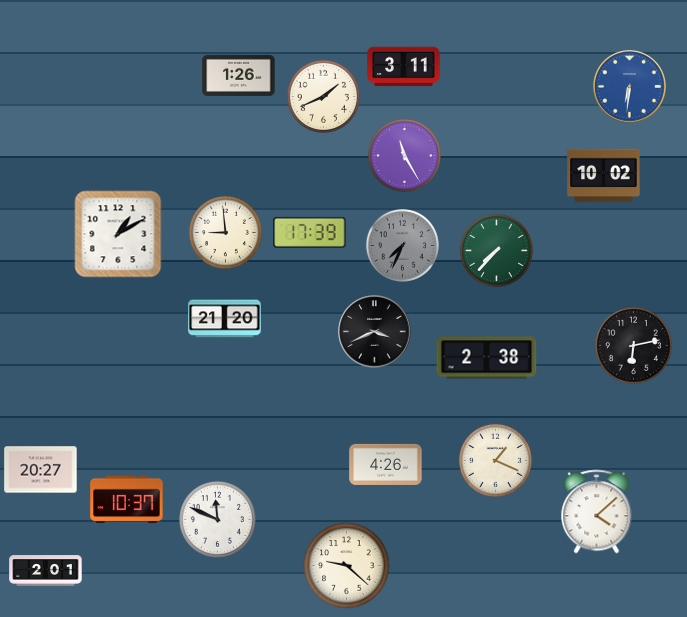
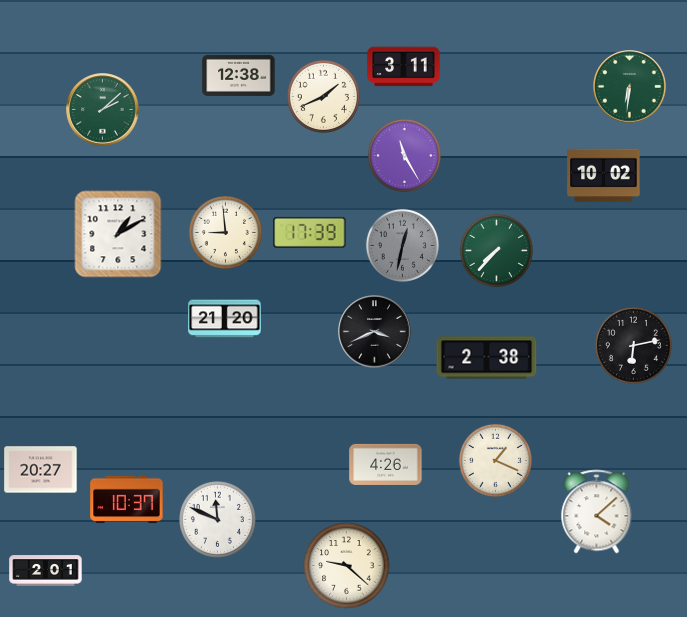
clock at (239, 75): 1:26 -> 12:38
clock at (630, 87) dial: blue -> green
clock at (103, 110): none -> 2:08
clock at (402, 245): 7:34 -> 12:32
